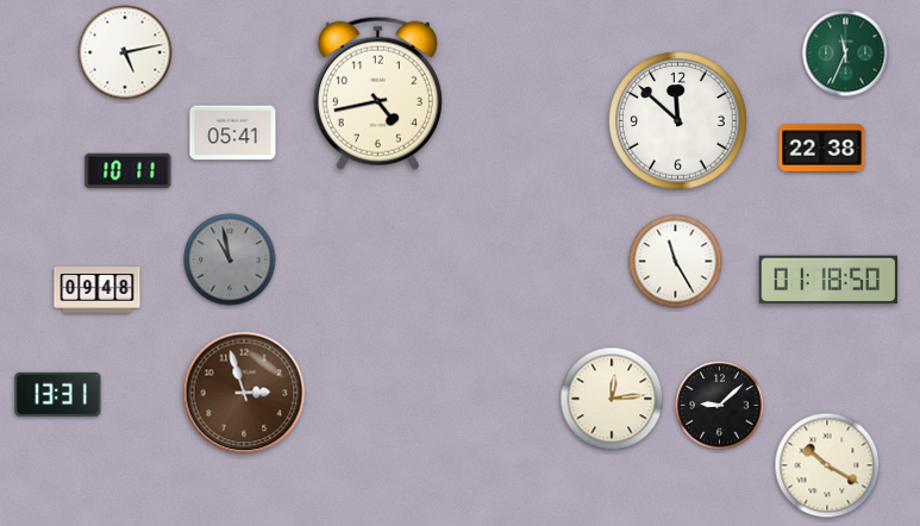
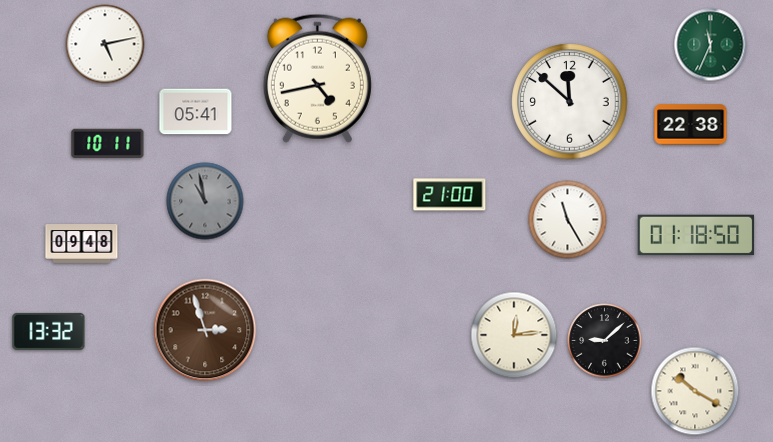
clock at (450, 195): none -> 21:00
clock at (230, 259) position: (230, 259) -> (205, 201)
clock at (58, 394): 13:31 -> 13:32
